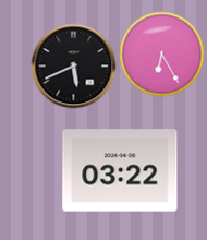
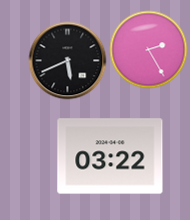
clock at (161, 53): 6:25 -> 2:25
